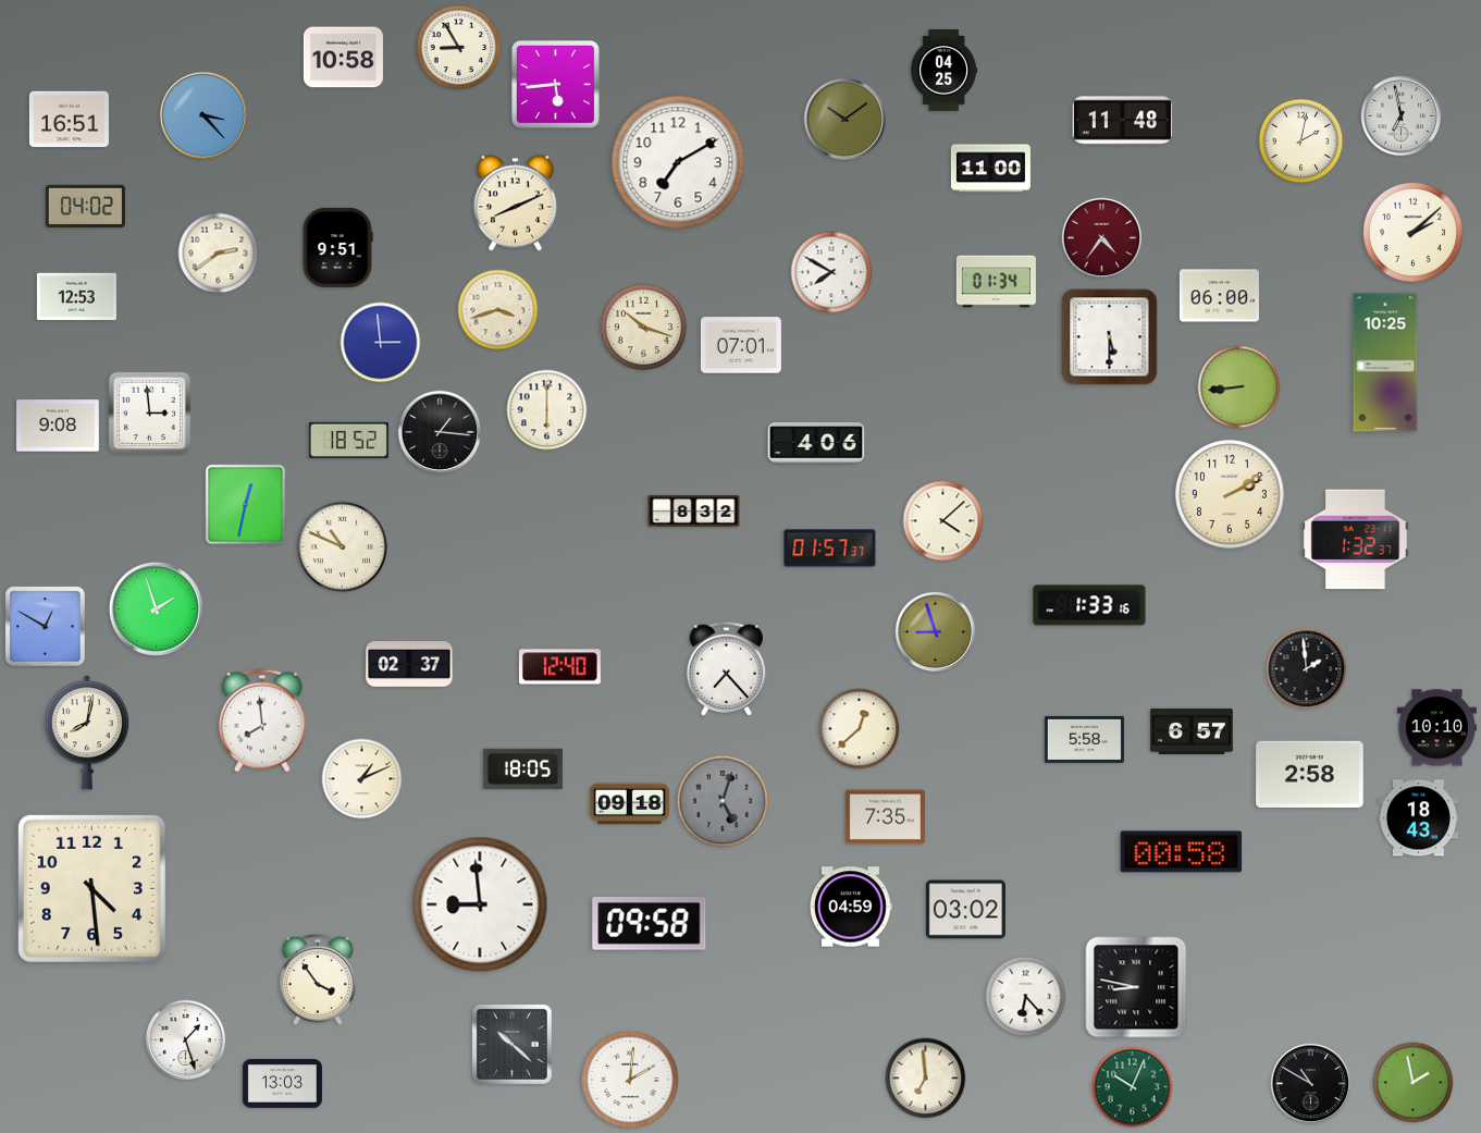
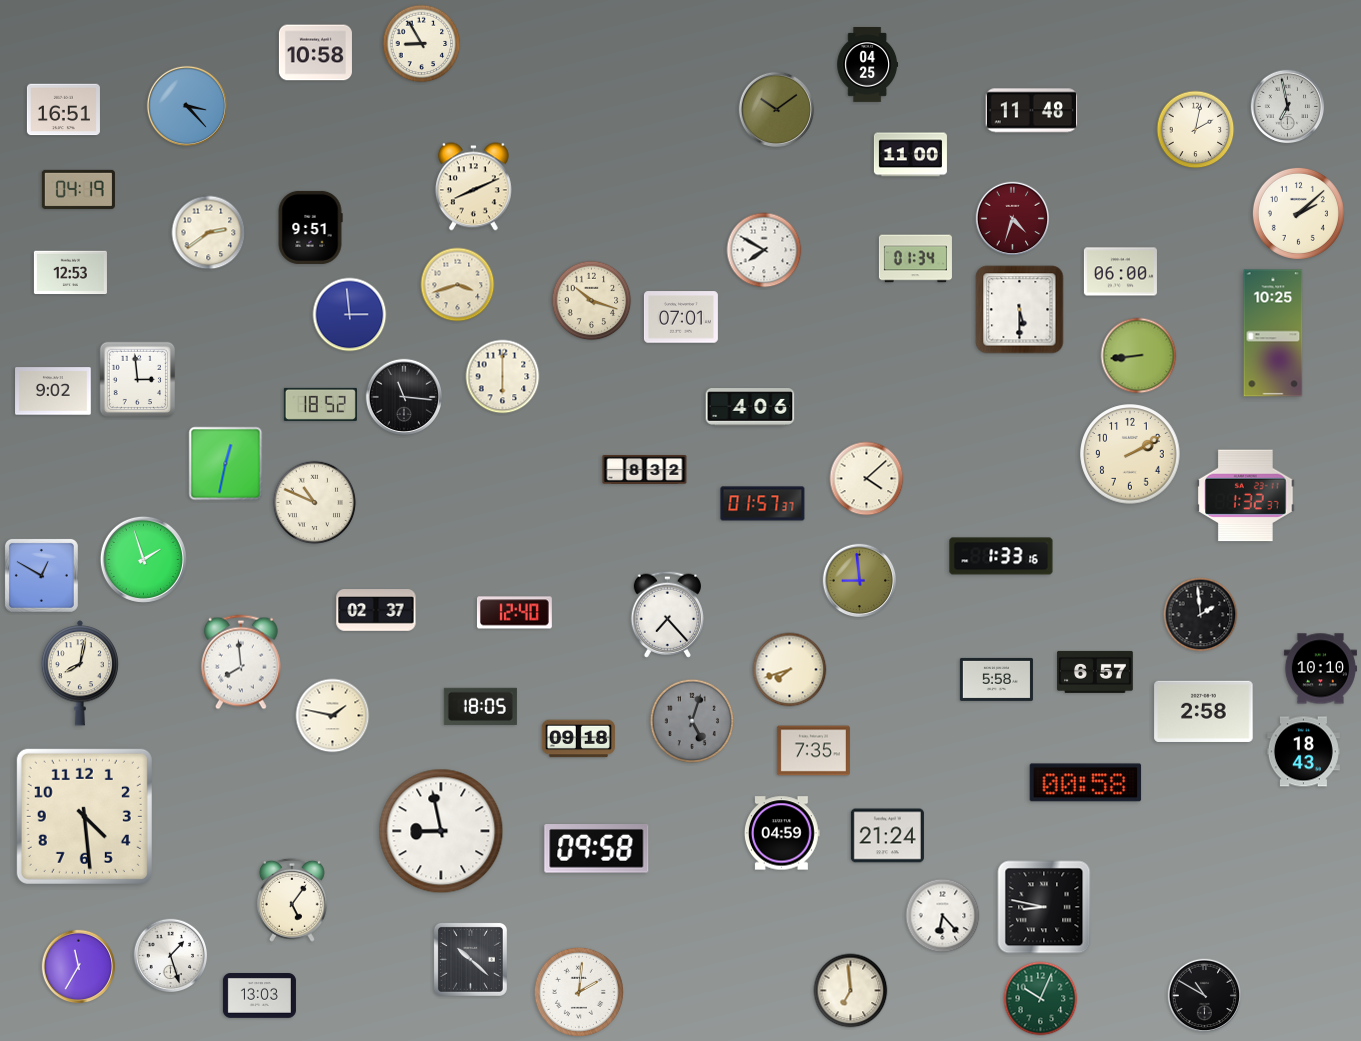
clock at (555, 84): 5:44 -> none
clock at (678, 162): 7:10 -> none
clock at (85, 206): 04:02 -> 04:19
clock at (1102, 238): 4:36 -> 4:33
clock at (219, 254) position: (219, 254) -> (209, 233)
clock at (58, 426): 9:08 -> 9:02
clock at (439, 431): 1:16 -> 11:16
clock at (694, 510) position: (694, 510) -> (645, 469)
clock at (936, 632): 8:57 -> 8:59
clock at (860, 729): 12:38 -> 7:42
clock at (362, 779): 1:11 -> 1:47
clock at (723, 801) position: (723, 801) -> (692, 721)
clock at (480, 904): 8:59 -> 8:58
clock at (965, 910): 03:02 -> 21:24
clock at (318, 980): 3:54 -> 5:06
clock at (79, 967): none -> 11:35
clock at (1414, 1083): 1:58 -> none
